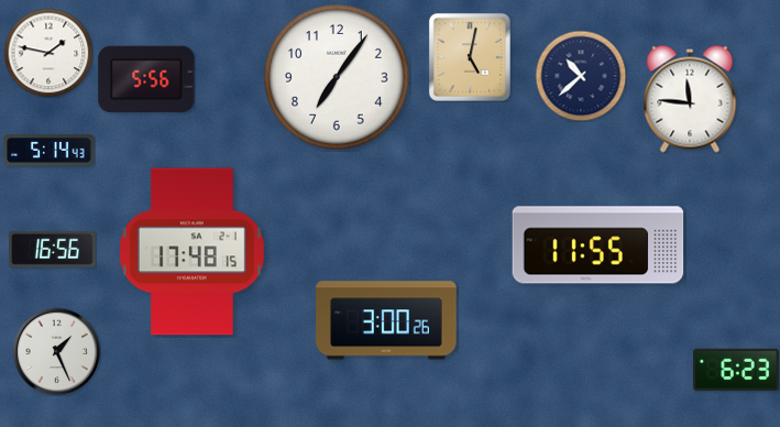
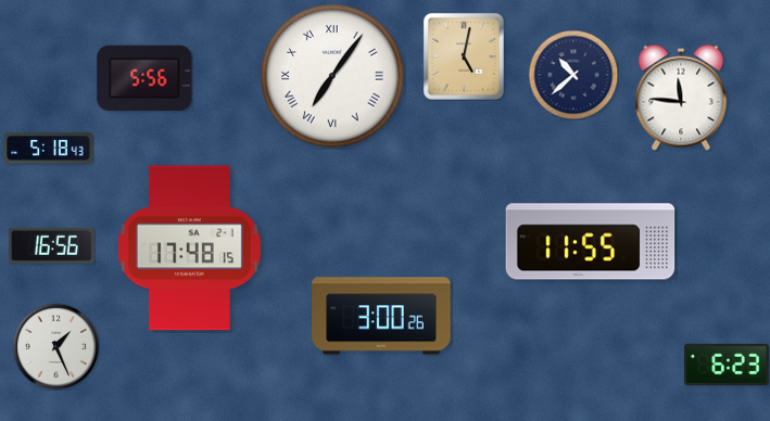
clock at (48, 53): 1:47 -> none
clock at (337, 77) numerals: Arabic -> Roman
clock at (50, 151): 5:14 -> 5:18
